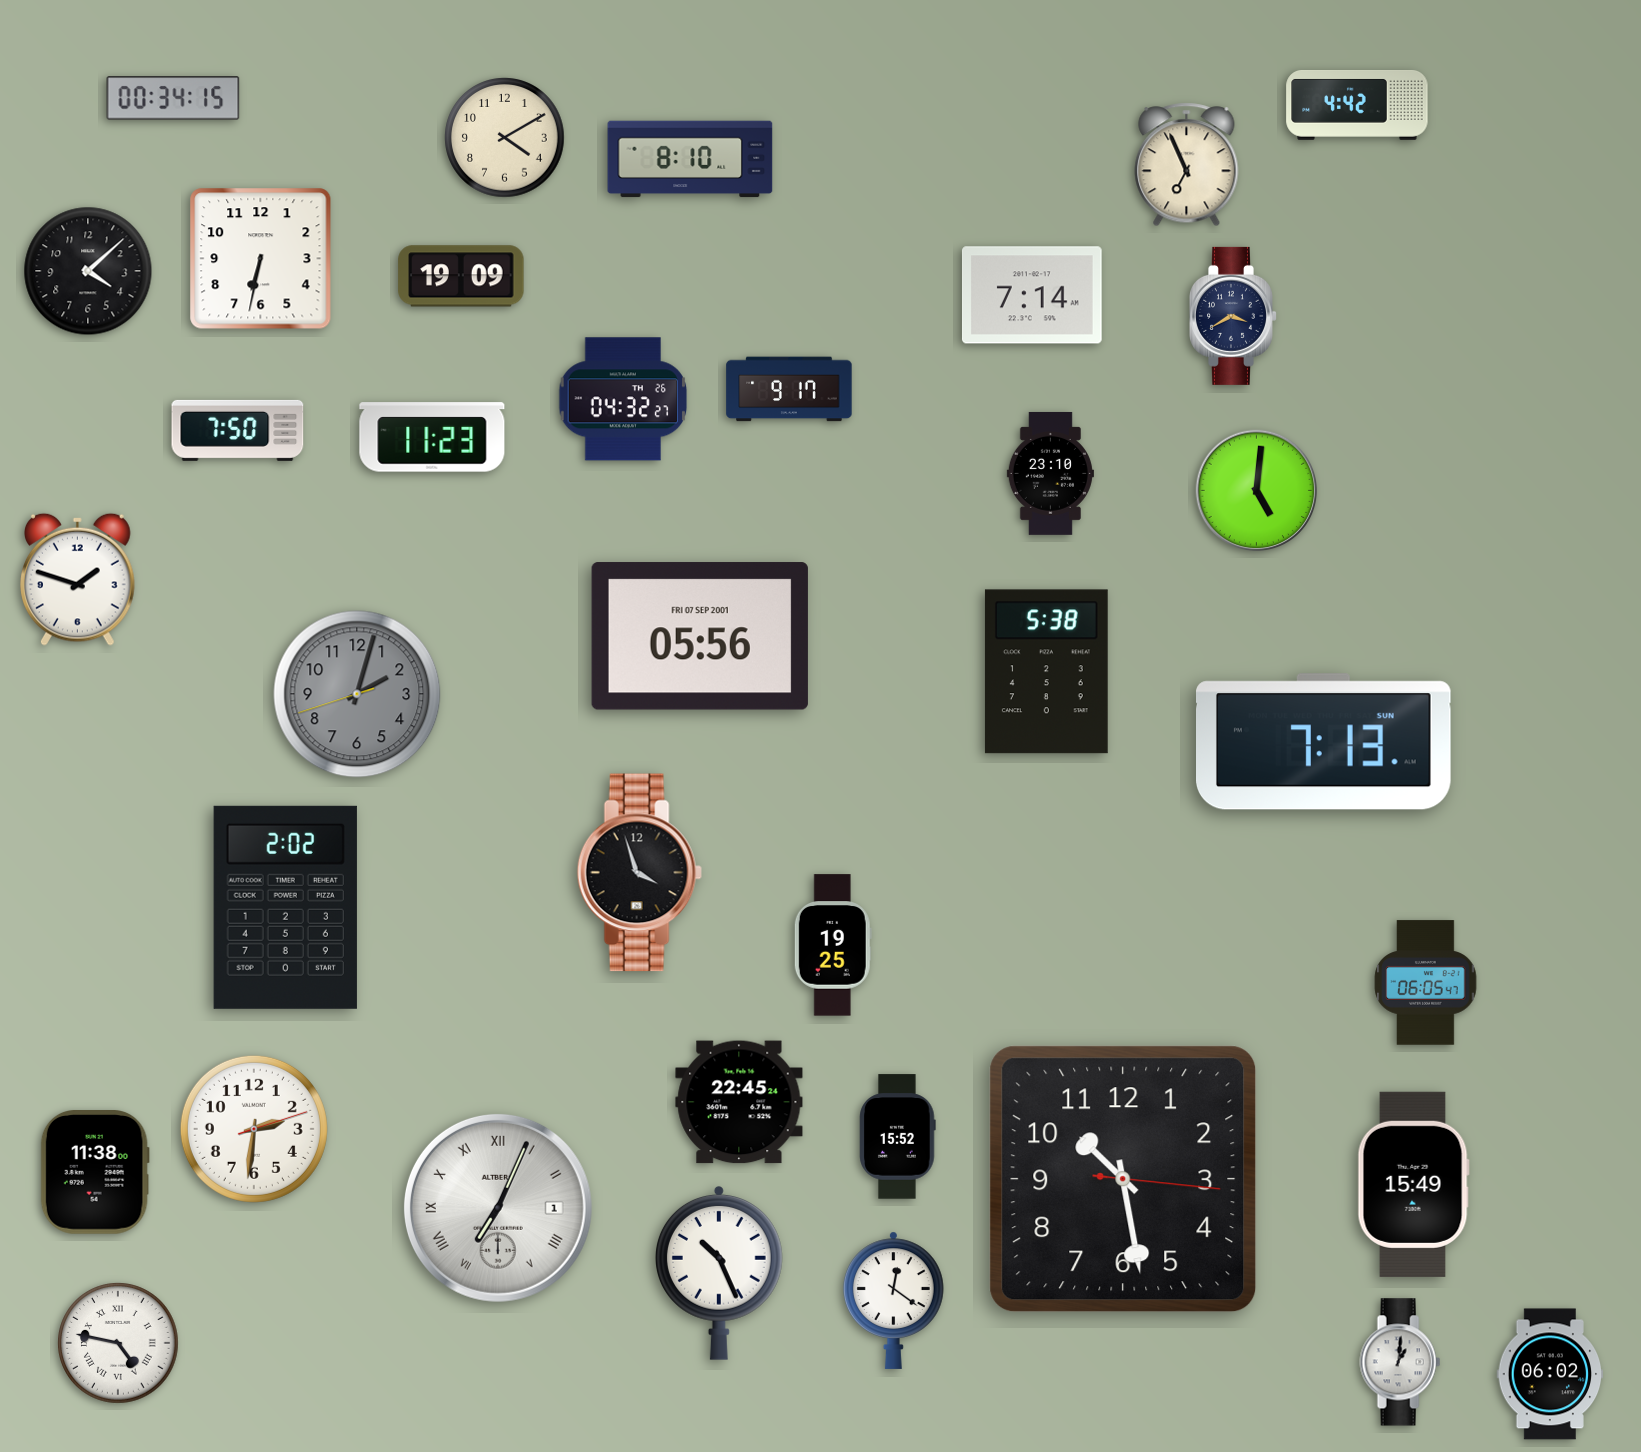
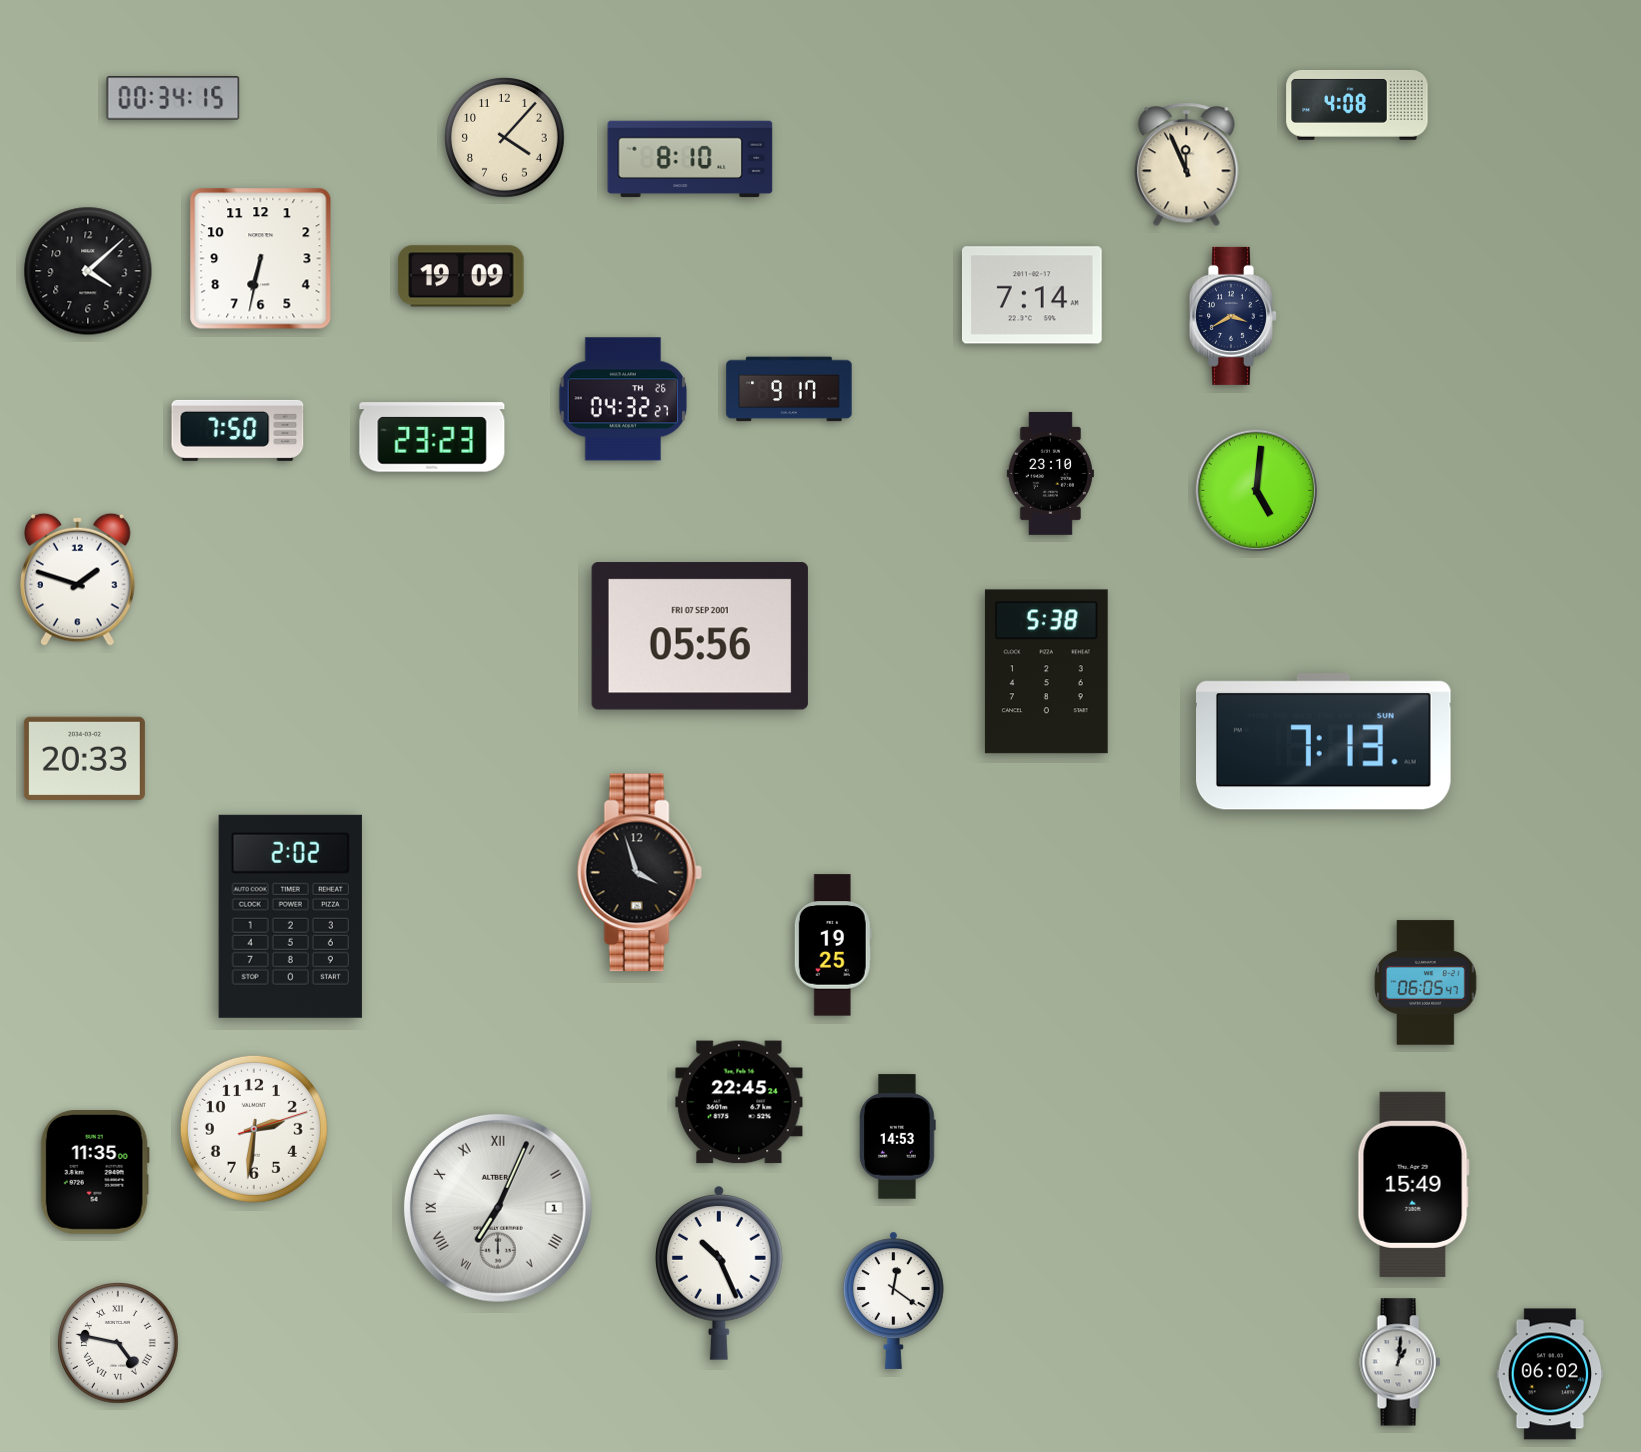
clock at (1357, 106): 4:42 -> 4:08
clock at (505, 138): 4:10 -> 4:07
clock at (1187, 165): 6:56 -> 11:56
clock at (432, 437): 11:23 -> 23:23
clock at (357, 694): 2:02 -> none
clock at (84, 758): none -> 20:33
clock at (285, 907) position: (285, 907) -> (290, 916)
clock at (898, 1137): 15:52 -> 14:53
clock at (95, 1173): 11:38 -> 11:35
clock at (1123, 1179): 10:28 -> none
